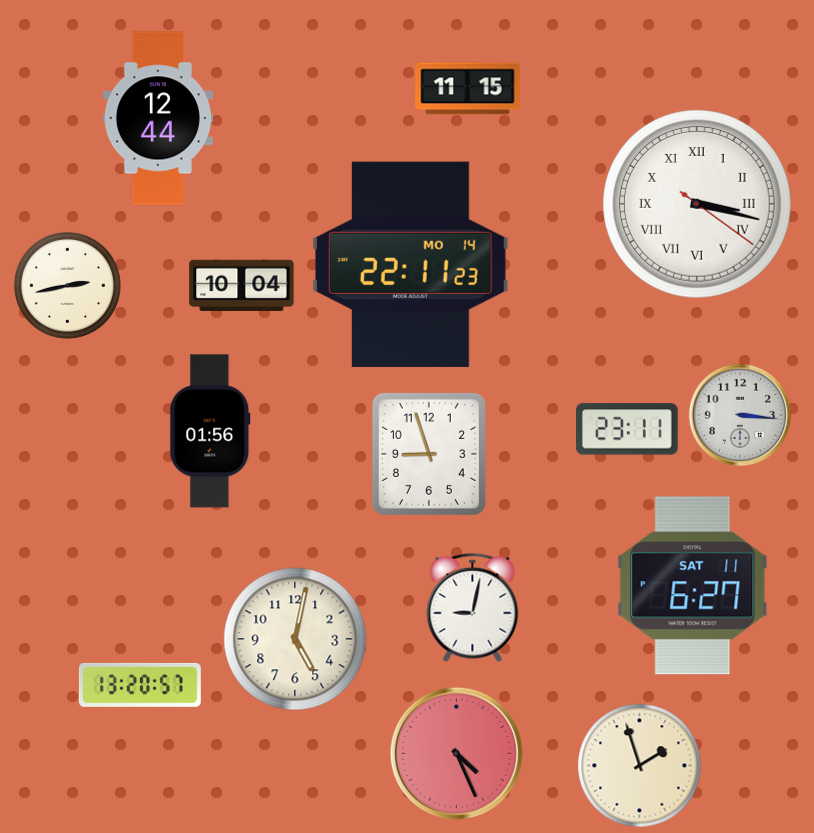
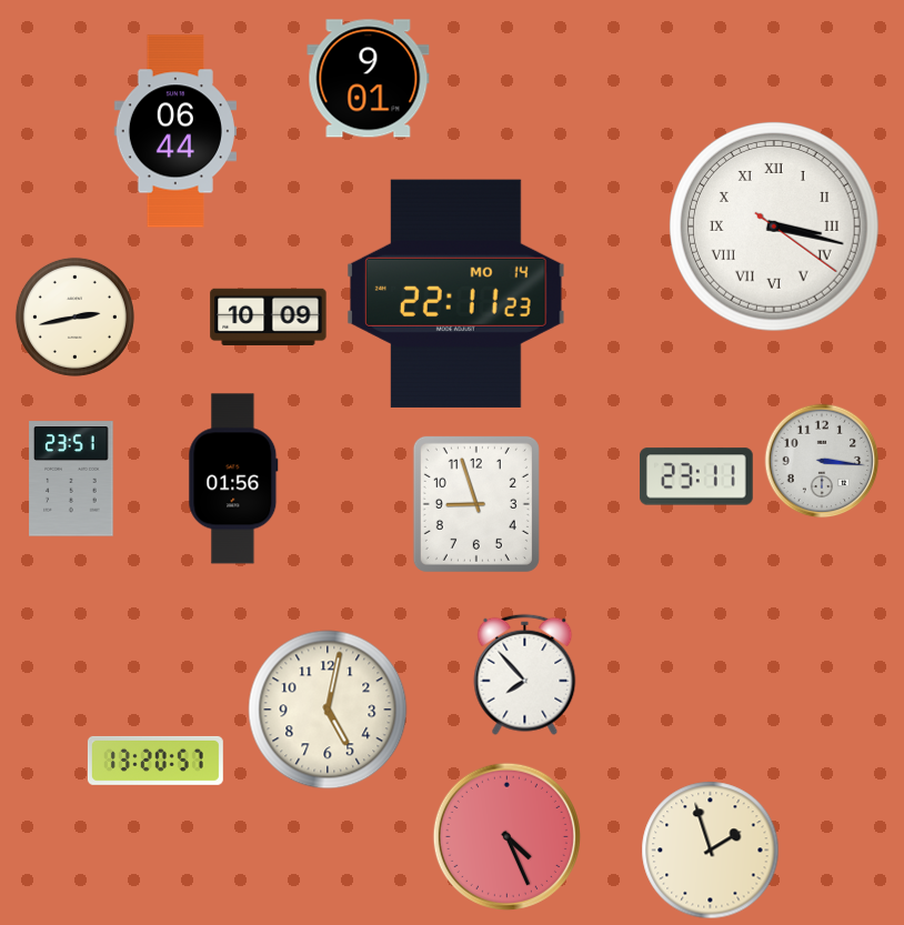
clock at (369, 79): none -> 9:01
clock at (468, 89): 11:15 -> none
clock at (158, 118): 12:44 -> 06:44
clock at (242, 285): 10:04 -> 10:09
clock at (71, 479): none -> 23:51
clock at (693, 586): 6:27 -> none
clock at (473, 607): 9:02 -> 7:53
